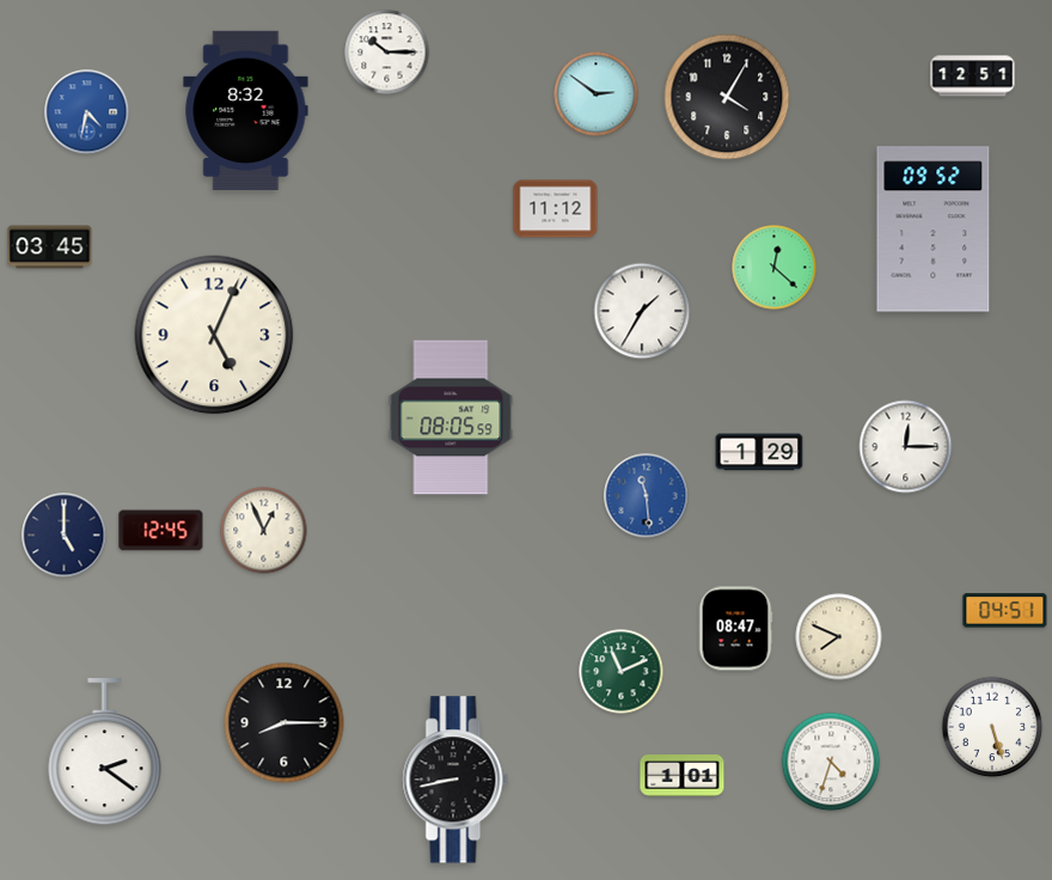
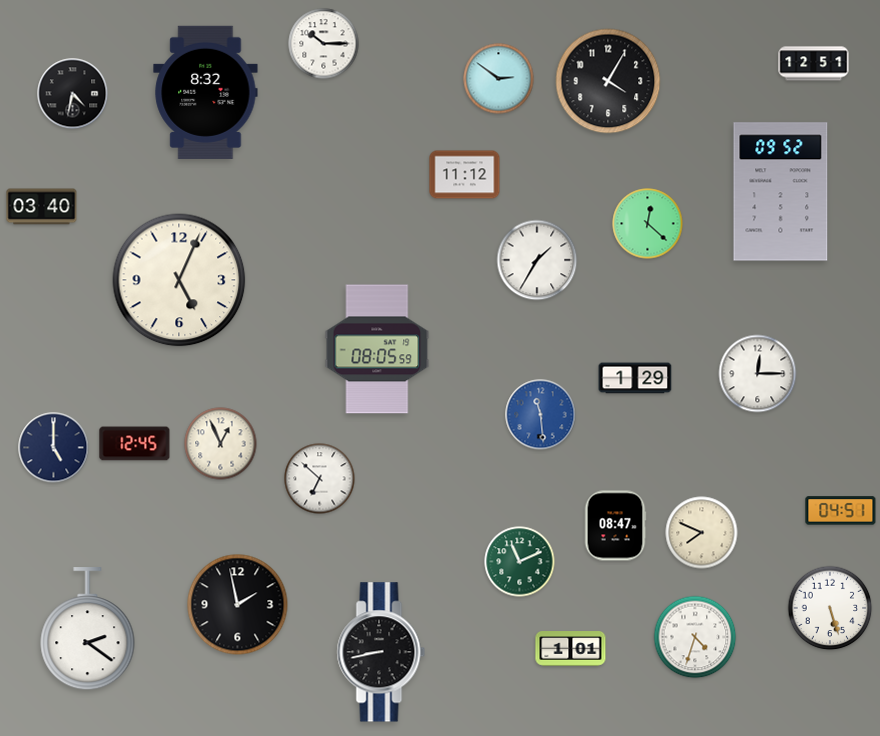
clock at (87, 112) dial: blue -> black
clock at (50, 247): 03:45 -> 03:40
clock at (320, 479): none -> 6:52
clock at (285, 723): 8:15 -> 1:58
